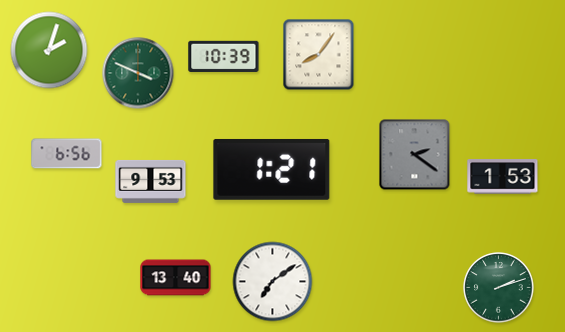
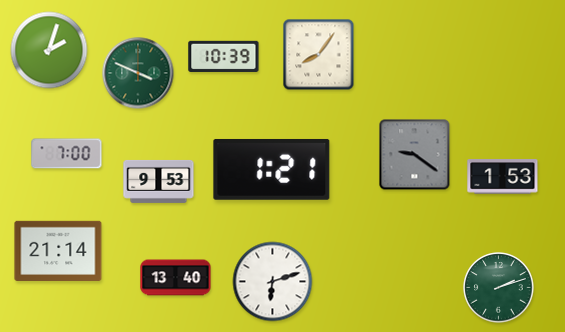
clock at (67, 154): 6:56 -> 7:00
clock at (415, 155): 2:21 -> 9:21
clock at (151, 181) position: (151, 181) -> (159, 181)
clock at (58, 251): none -> 21:14
clock at (273, 282): 7:09 -> 6:12
